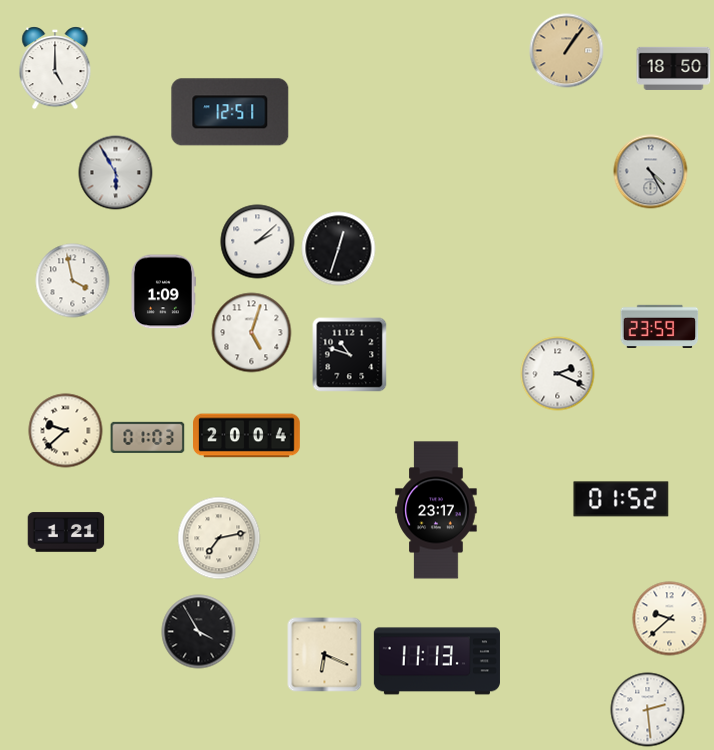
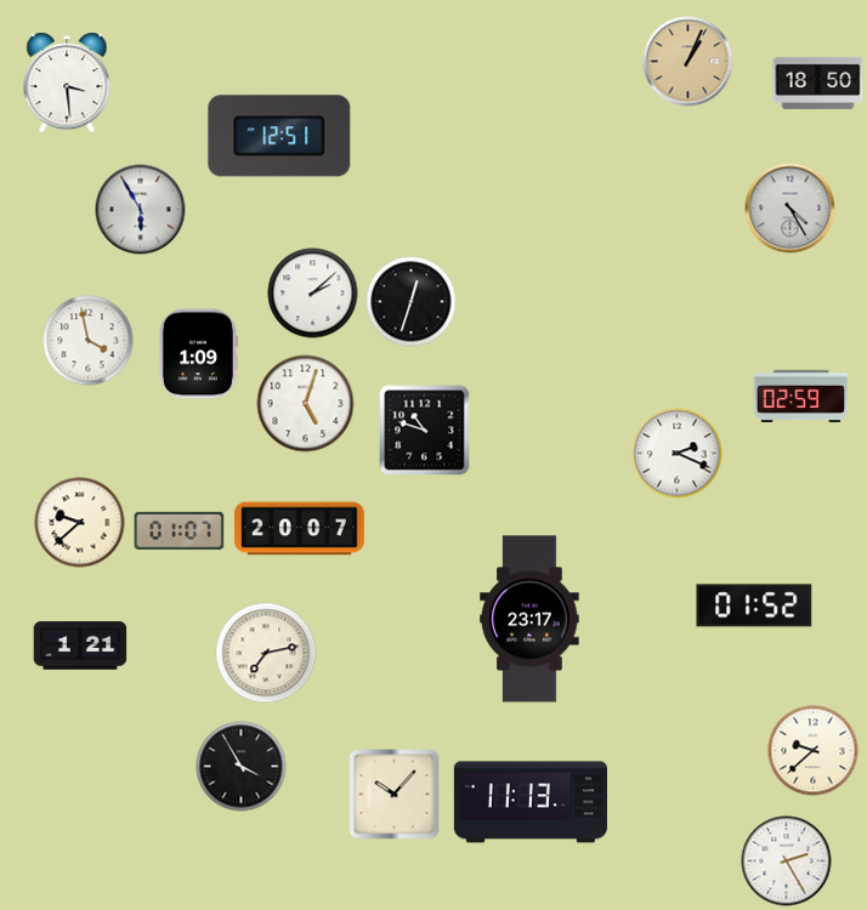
clock at (567, 51): 1:06 -> 1:04
clock at (55, 68): 5:00 -> 3:29
clock at (660, 326): 23:59 -> 02:59
clock at (247, 436): 20:04 -> 20:07
clock at (148, 437): 01:03 -> 01:07
clock at (325, 655): 6:19 -> 10:07
clock at (648, 710): 2:29 -> 2:25
